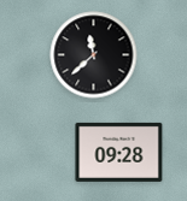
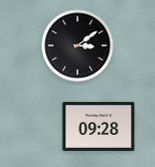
clock at (94, 55): 11:38 -> 3:09
